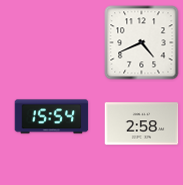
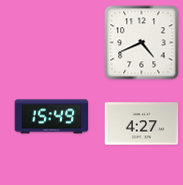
clock at (52, 117): 15:54 -> 15:49
clock at (142, 124): 2:58 -> 4:27
